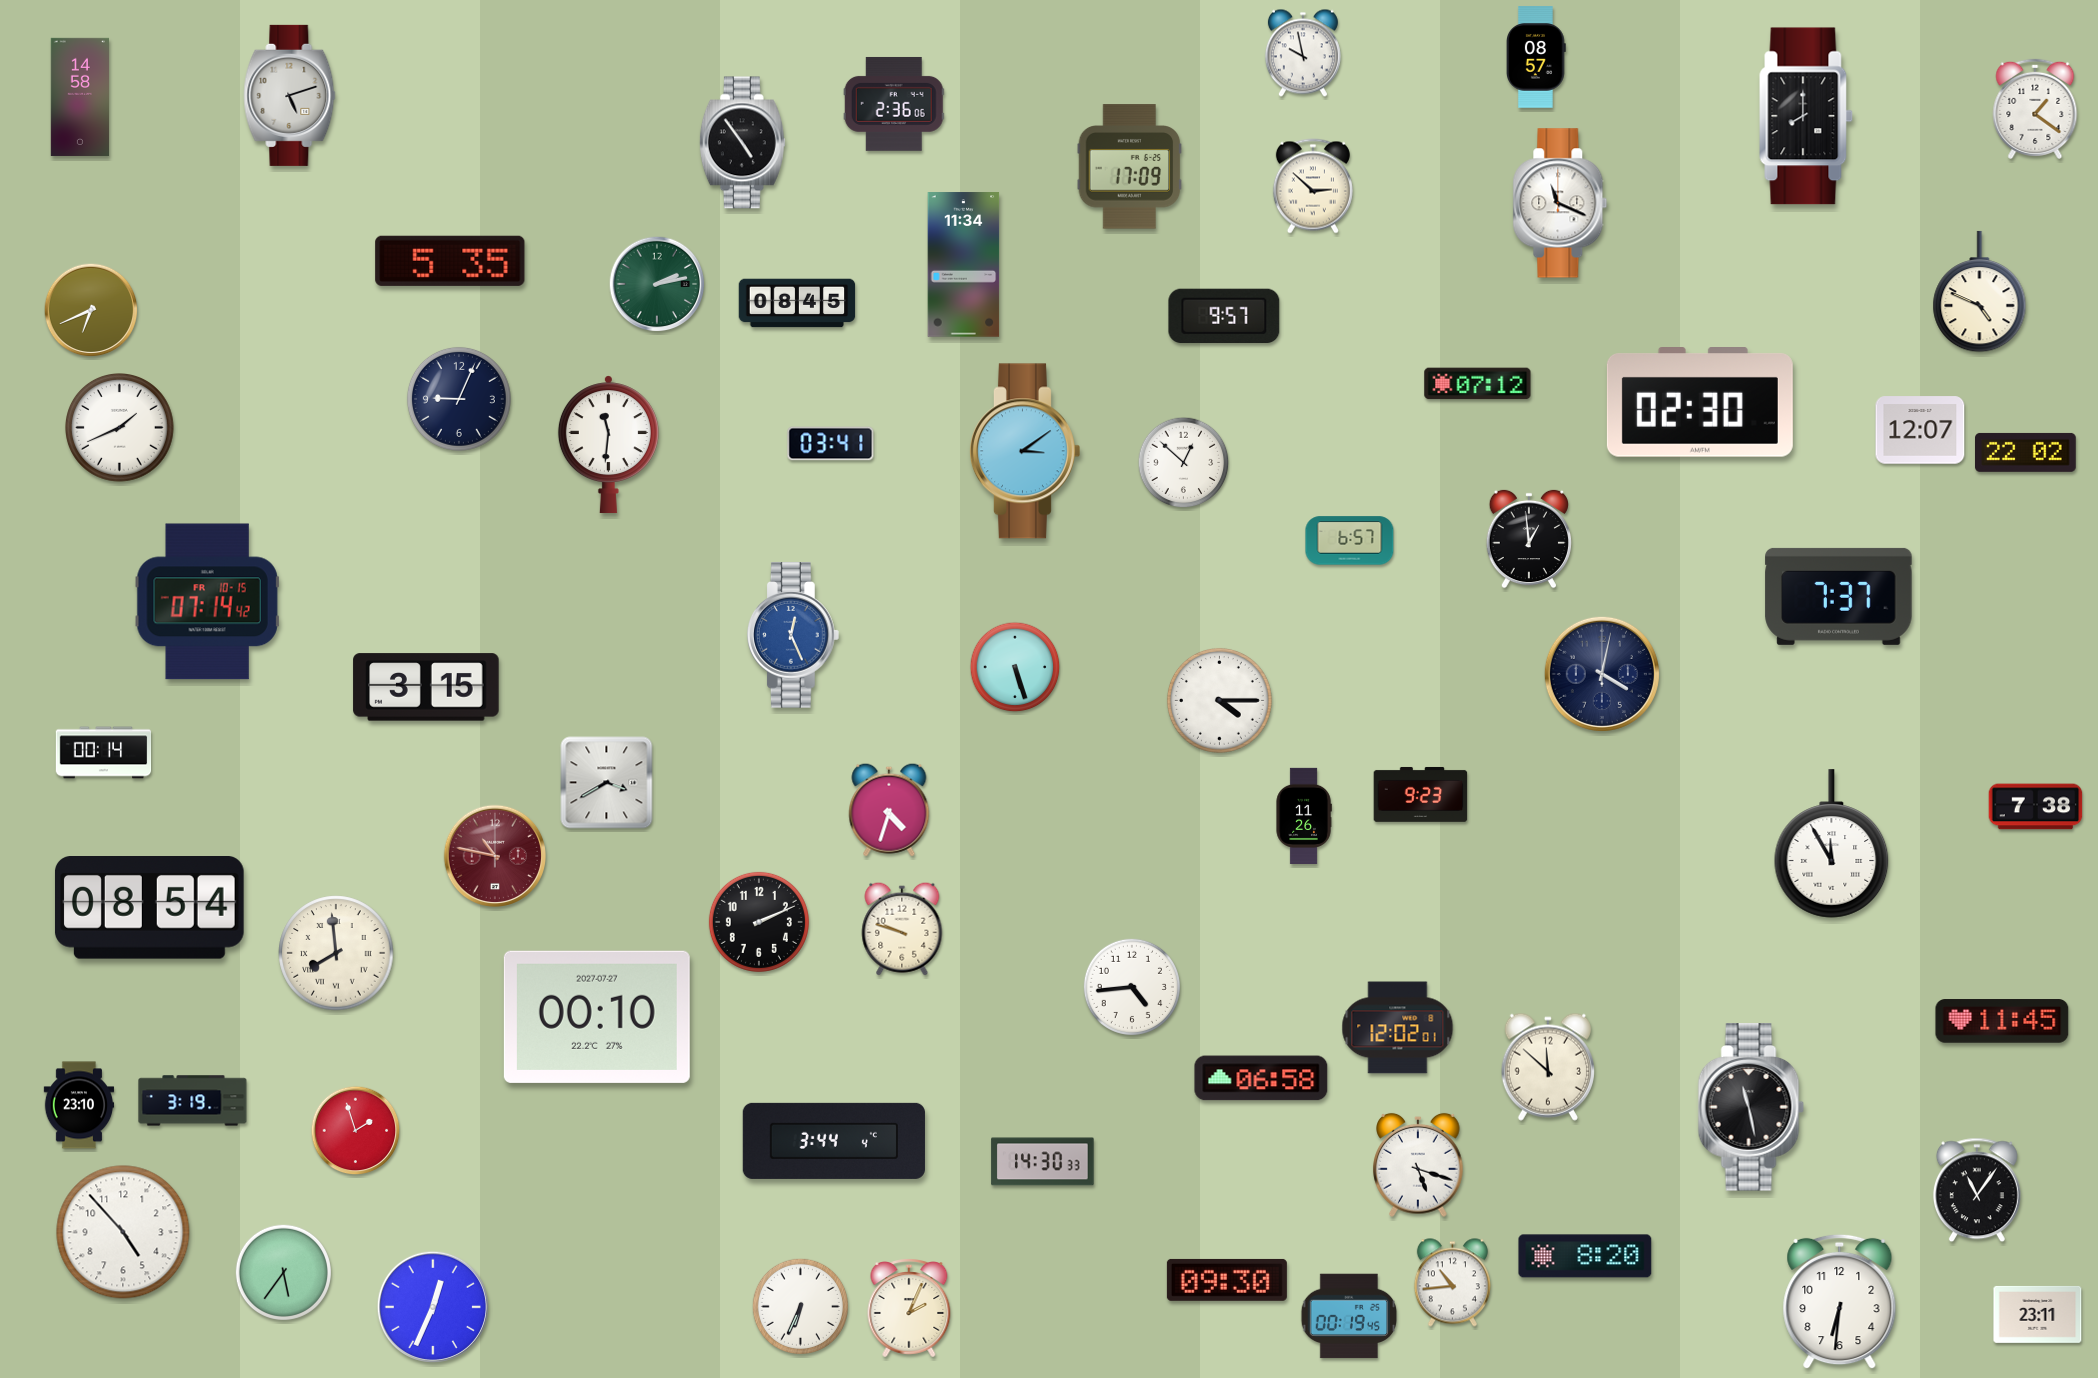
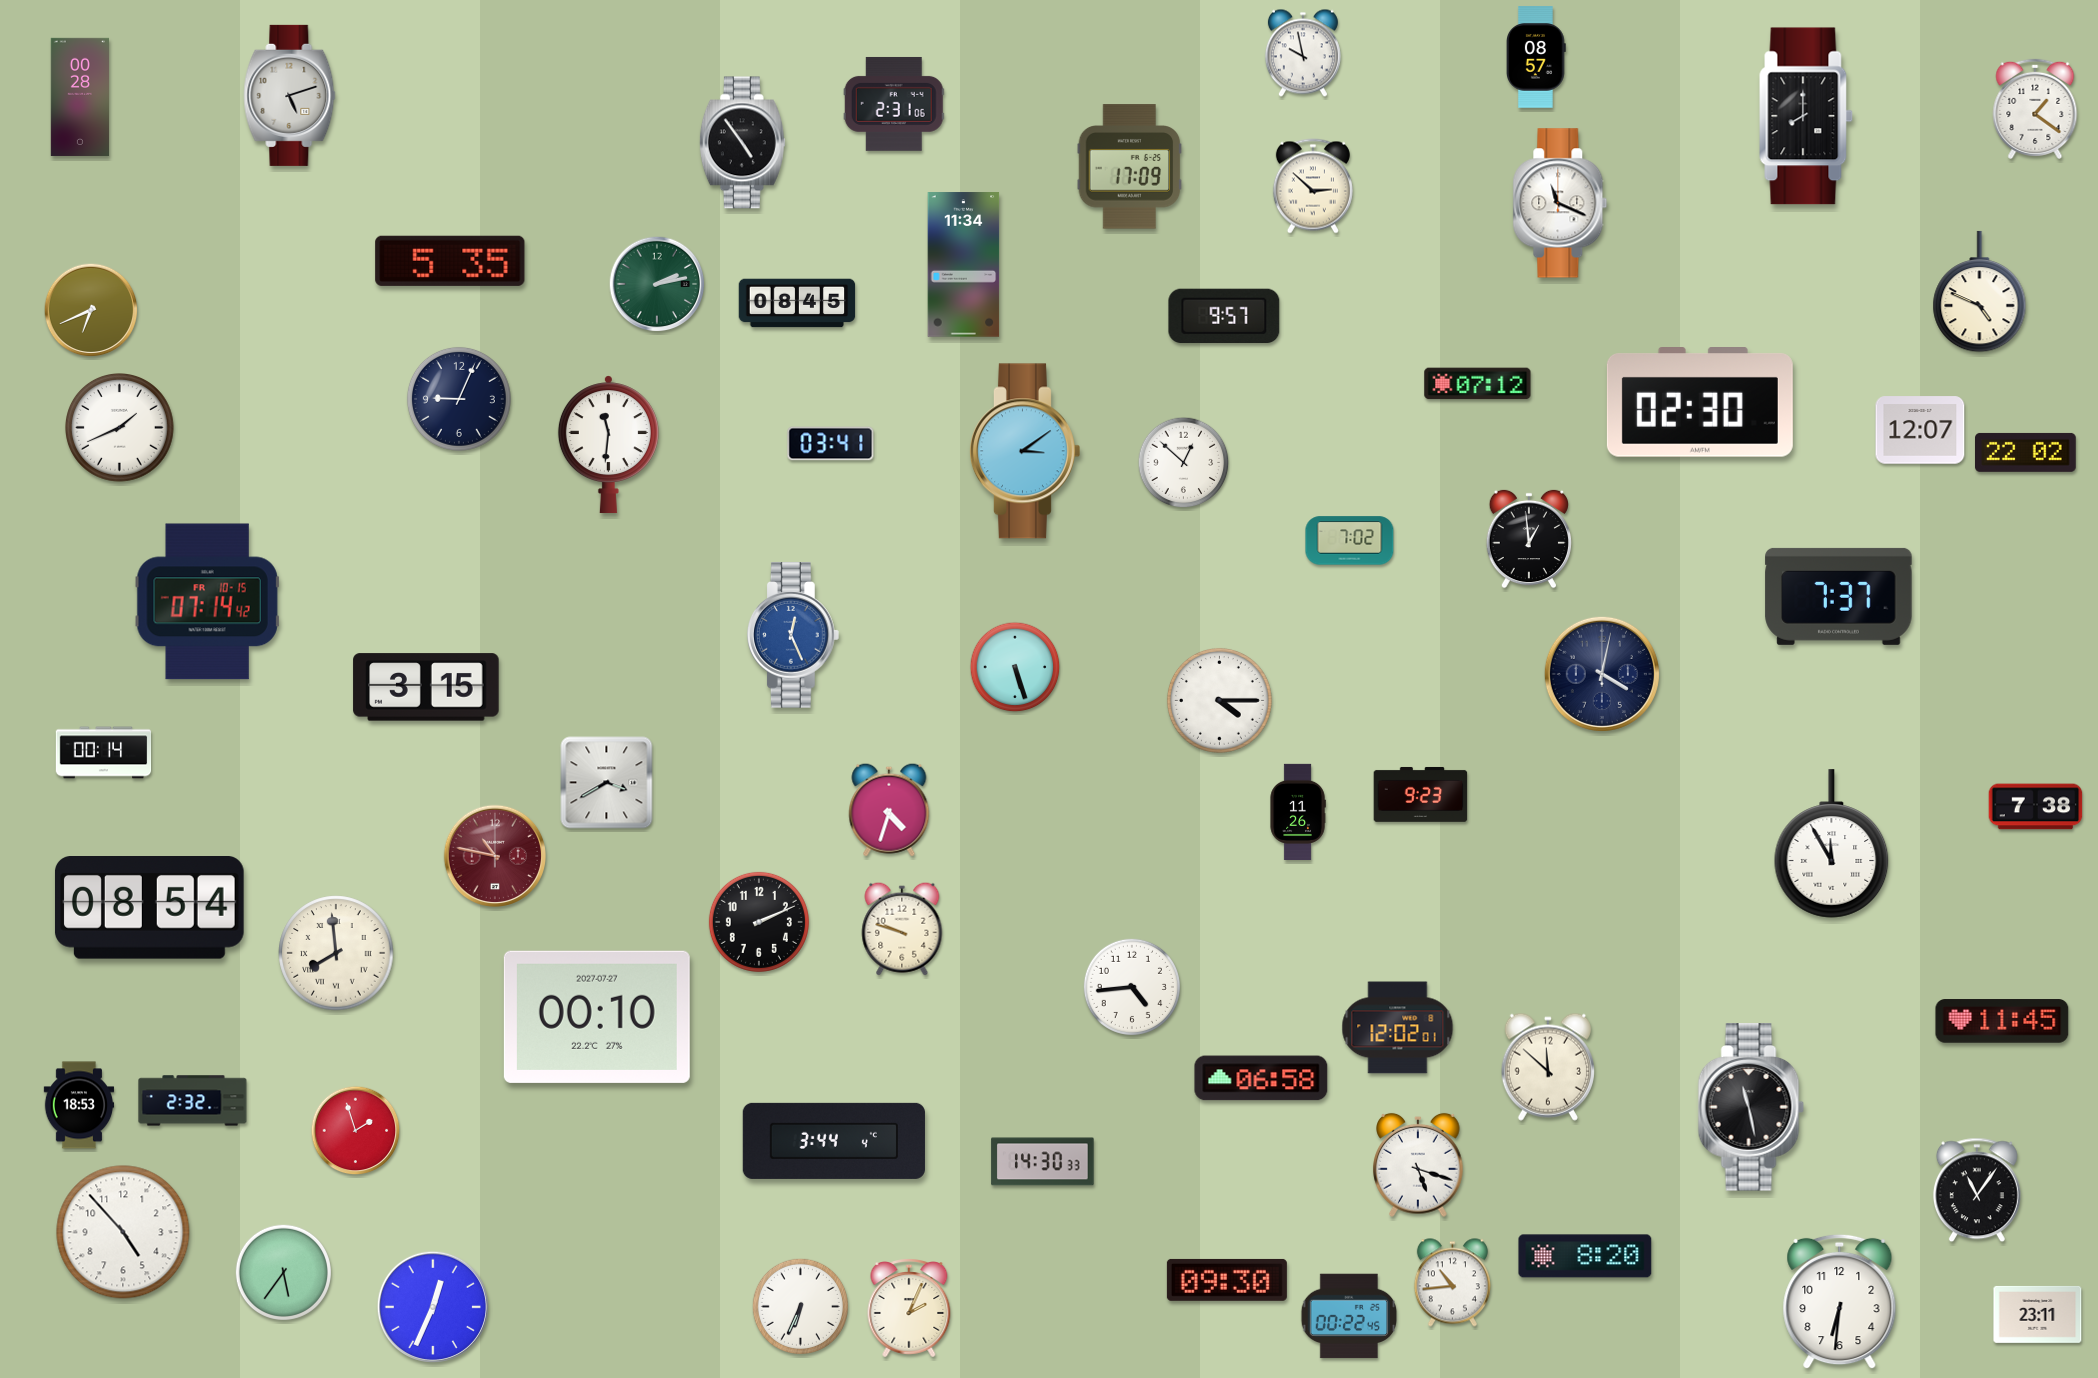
clock at (79, 97): 14:58 -> 00:28
clock at (894, 104): 2:36 -> 2:31
clock at (1350, 541): 6:57 -> 7:02
clock at (1304, 815) position: (1304, 815) -> (1298, 811)
clock at (193, 1101): 3:19 -> 2:32
clock at (79, 1105): 23:10 -> 18:53
clock at (1349, 1316): 00:19 -> 00:22
